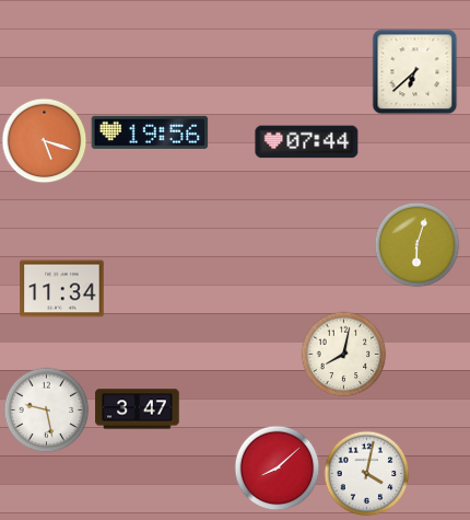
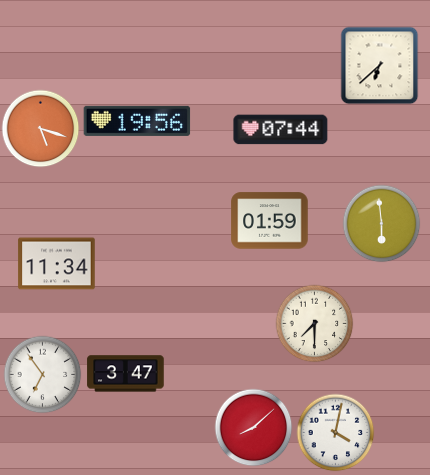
clock at (270, 221): none -> 01:59
clock at (416, 244): 6:03 -> 5:59
clock at (343, 354): 8:02 -> 7:30
clock at (46, 409): 9:28 -> 6:54
